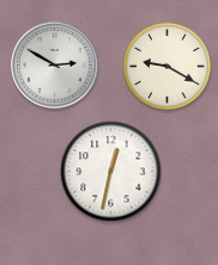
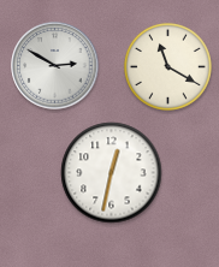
clock at (166, 66): 9:20 -> 11:20
